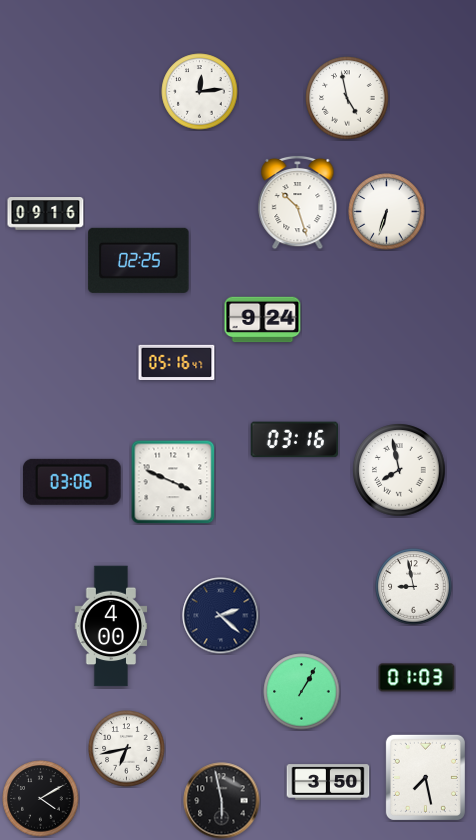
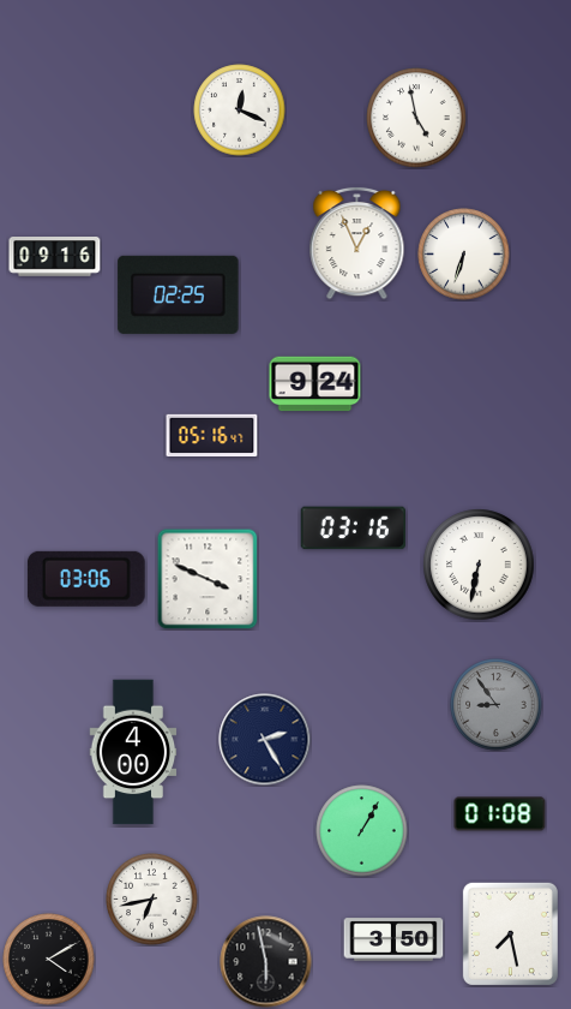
clock at (200, 92): 12:14 -> 12:19
clock at (298, 202): 10:27 -> 12:56
clock at (139, 260) position: (139, 260) -> (179, 294)
clock at (399, 470): 7:58 -> 6:32
clock at (414, 587): 8:58 -> 8:54
clock at (414, 587) dial: white -> grey
clock at (221, 616): 2:22 -> 2:25
clock at (417, 678): 01:03 -> 01:08
